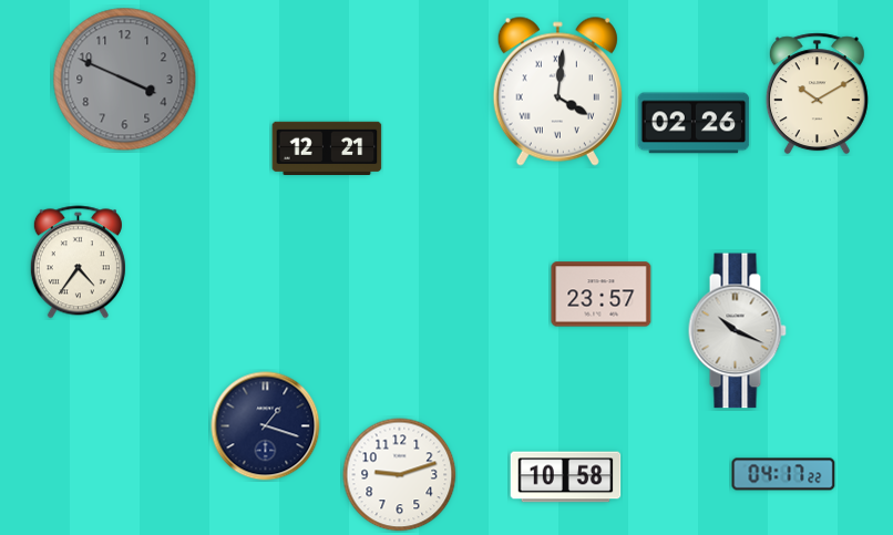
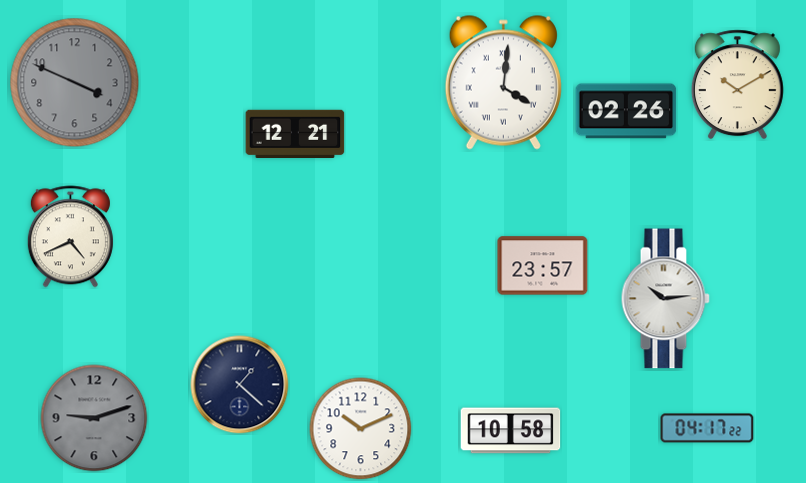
clock at (125, 80) position: (125, 80) -> (75, 83)
clock at (78, 263): 4:36 -> 4:41
clock at (737, 331): 10:19 -> 10:14
clock at (266, 426): 1:18 -> 1:22
clock at (94, 418): none -> 9:12
clock at (400, 475): 9:12 -> 10:11
